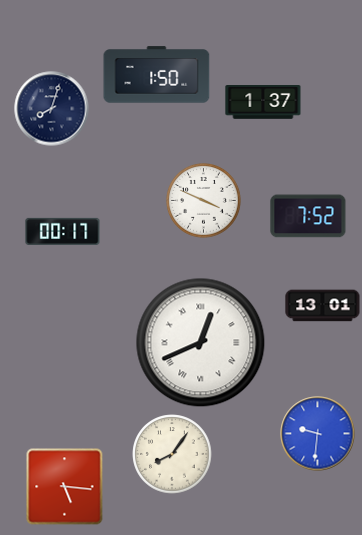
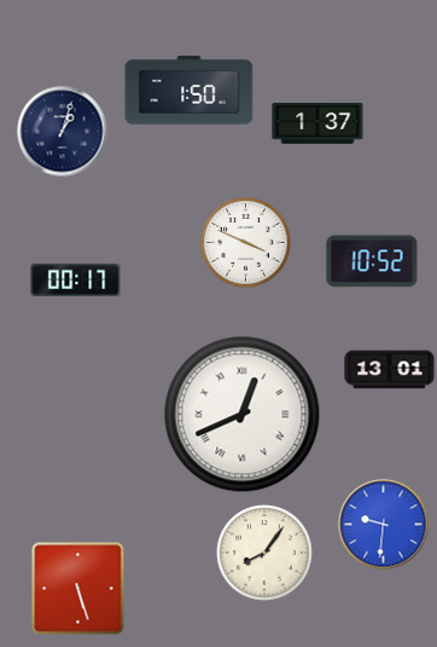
clock at (52, 109): 8:03 -> 1:03
clock at (308, 216): 7:52 -> 10:52
clock at (172, 454) position: (172, 454) -> (264, 553)
clock at (65, 487): 5:16 -> 5:27
